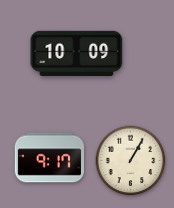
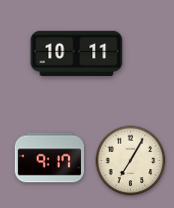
clock at (77, 53): 10:09 -> 10:11
clock at (131, 161): 1:05 -> 7:05
